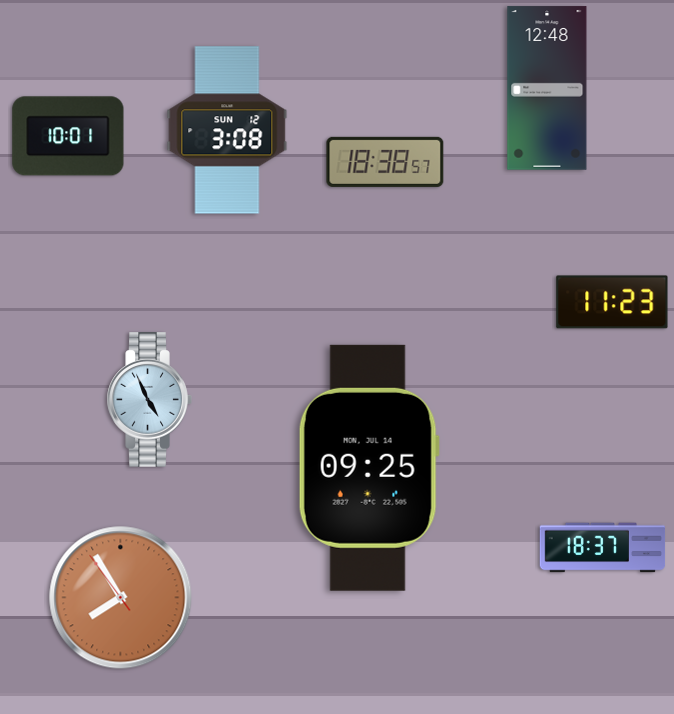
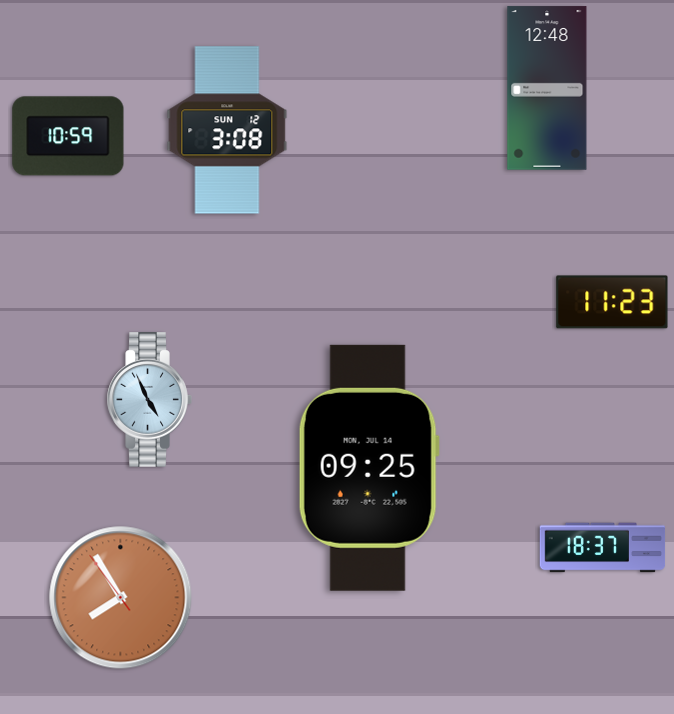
clock at (68, 136): 10:01 -> 10:59
clock at (385, 162): 18:38 -> none
